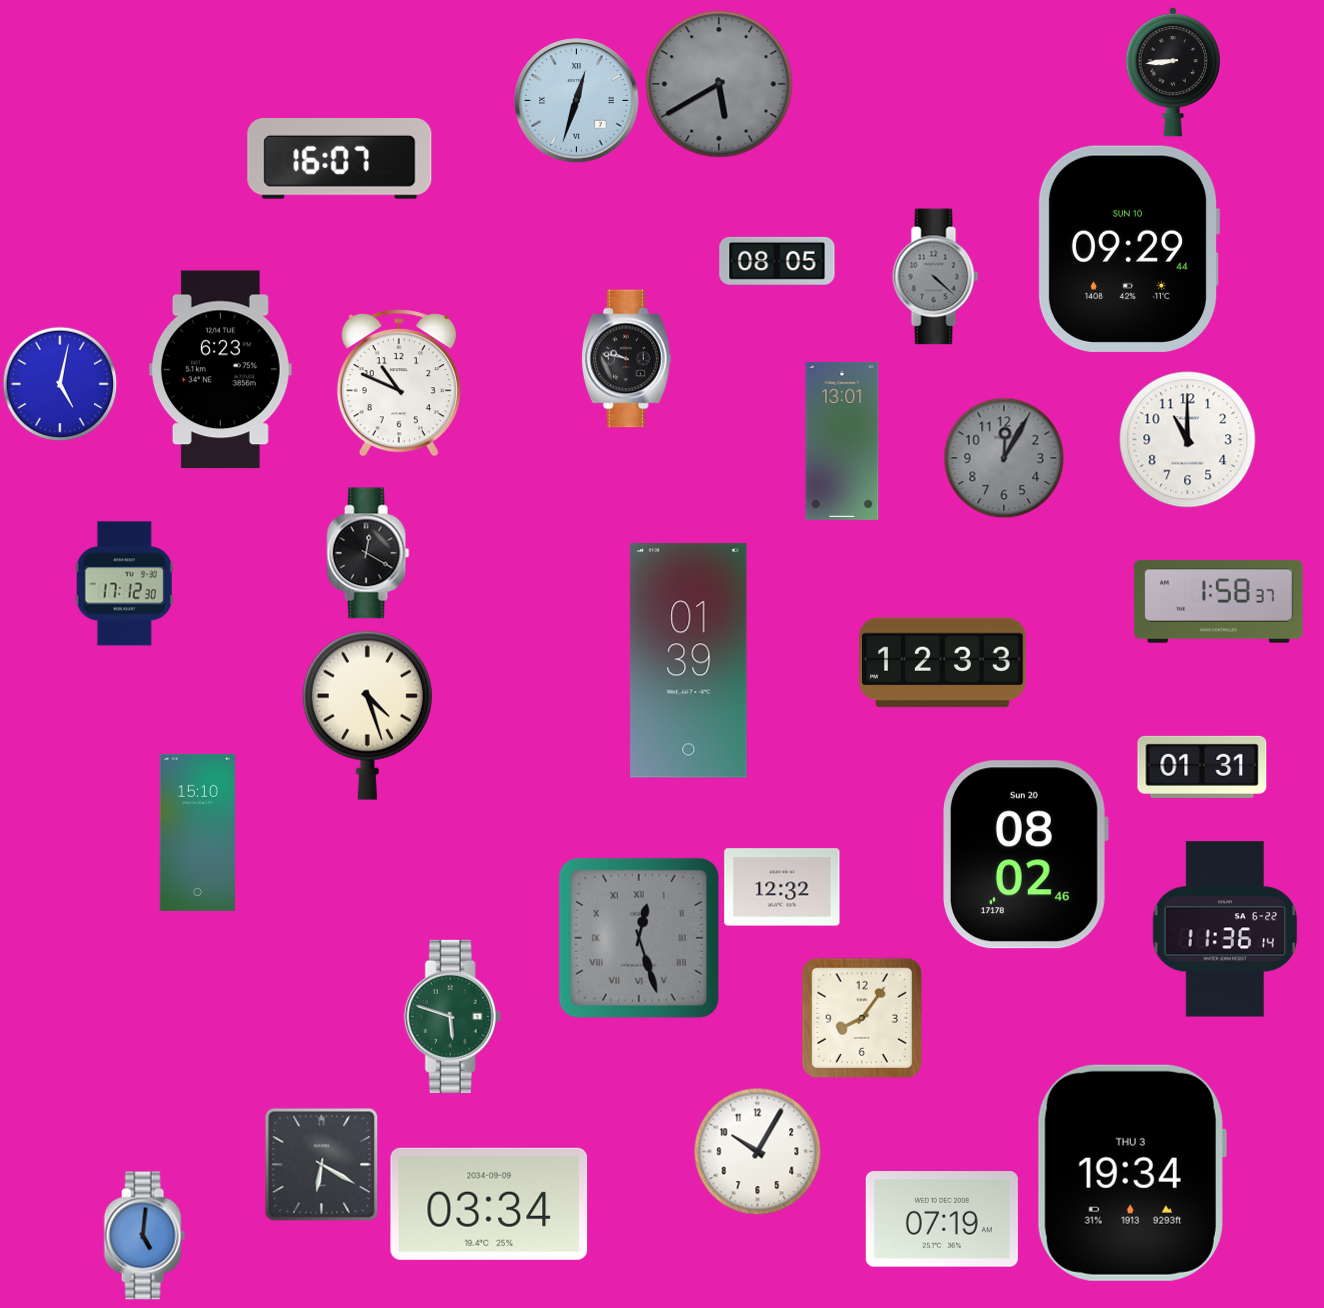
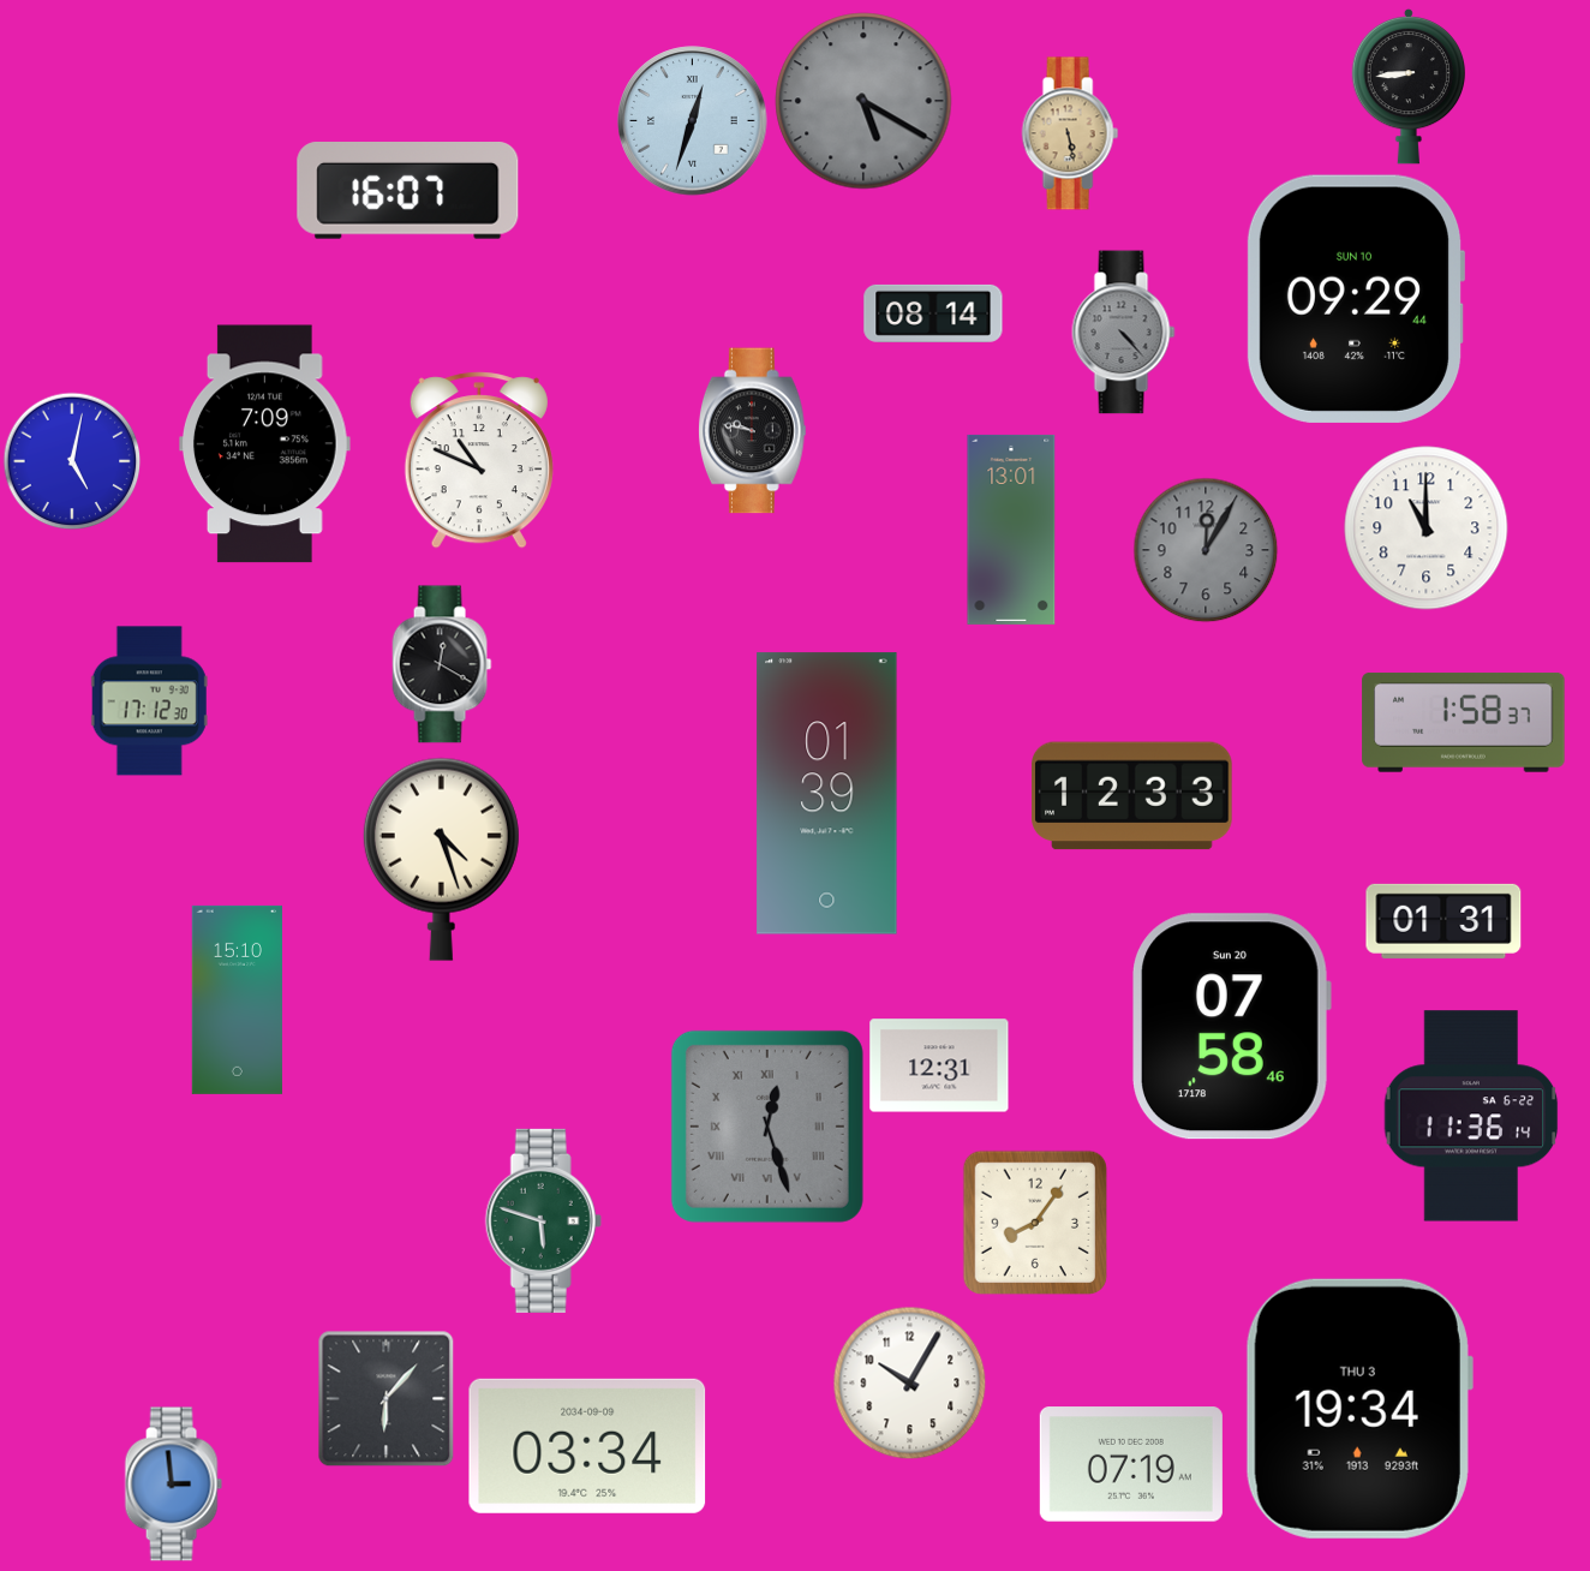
clock at (719, 84): 5:40 -> 5:20
clock at (1070, 133): none -> 5:28
clock at (777, 261): 08:05 -> 08:14
clock at (936, 277): 4:22 -> 4:23
clock at (221, 370): 6:23 -> 7:09
clock at (1025, 855): 08:02 -> 07:58
clock at (782, 887): 12:32 -> 12:31
clock at (321, 1164): 6:20 -> 6:07
clock at (144, 1236): 5:01 -> 2:59
